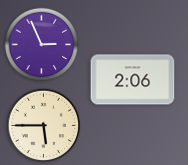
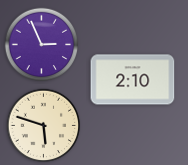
clock at (133, 80): 2:06 -> 2:10
clock at (44, 126): 5:45 -> 5:48
